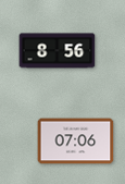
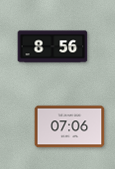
clock at (76, 142) position: (76, 142) -> (70, 127)
